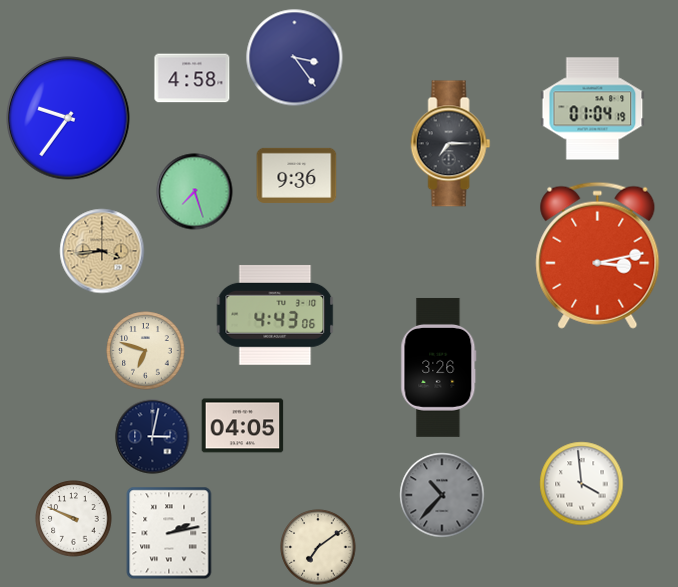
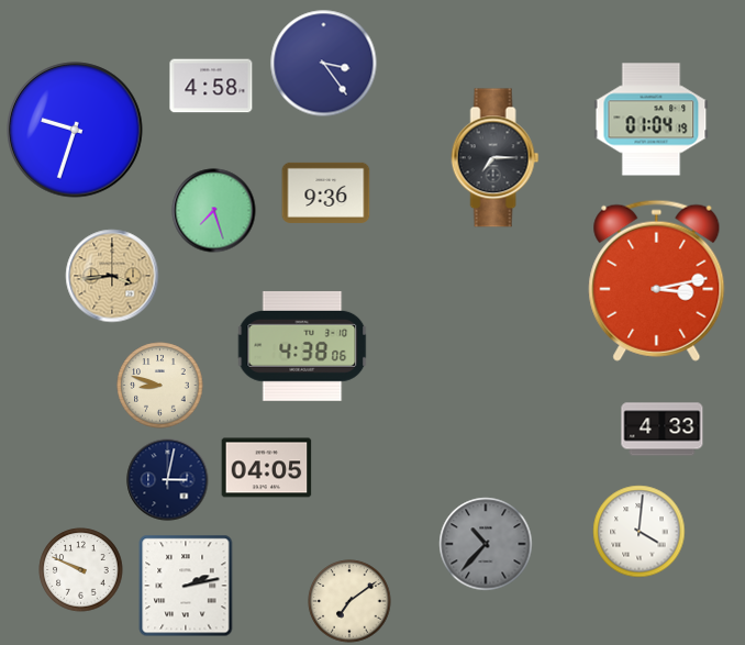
clock at (68, 118): 9:36 -> 9:33
clock at (275, 315): 4:43 -> 4:38
clock at (146, 351): 6:48 -> 8:48
clock at (439, 367): 3:26 -> none
clock at (663, 430): none -> 4:33
clock at (582, 484): 3:59 -> 4:01
